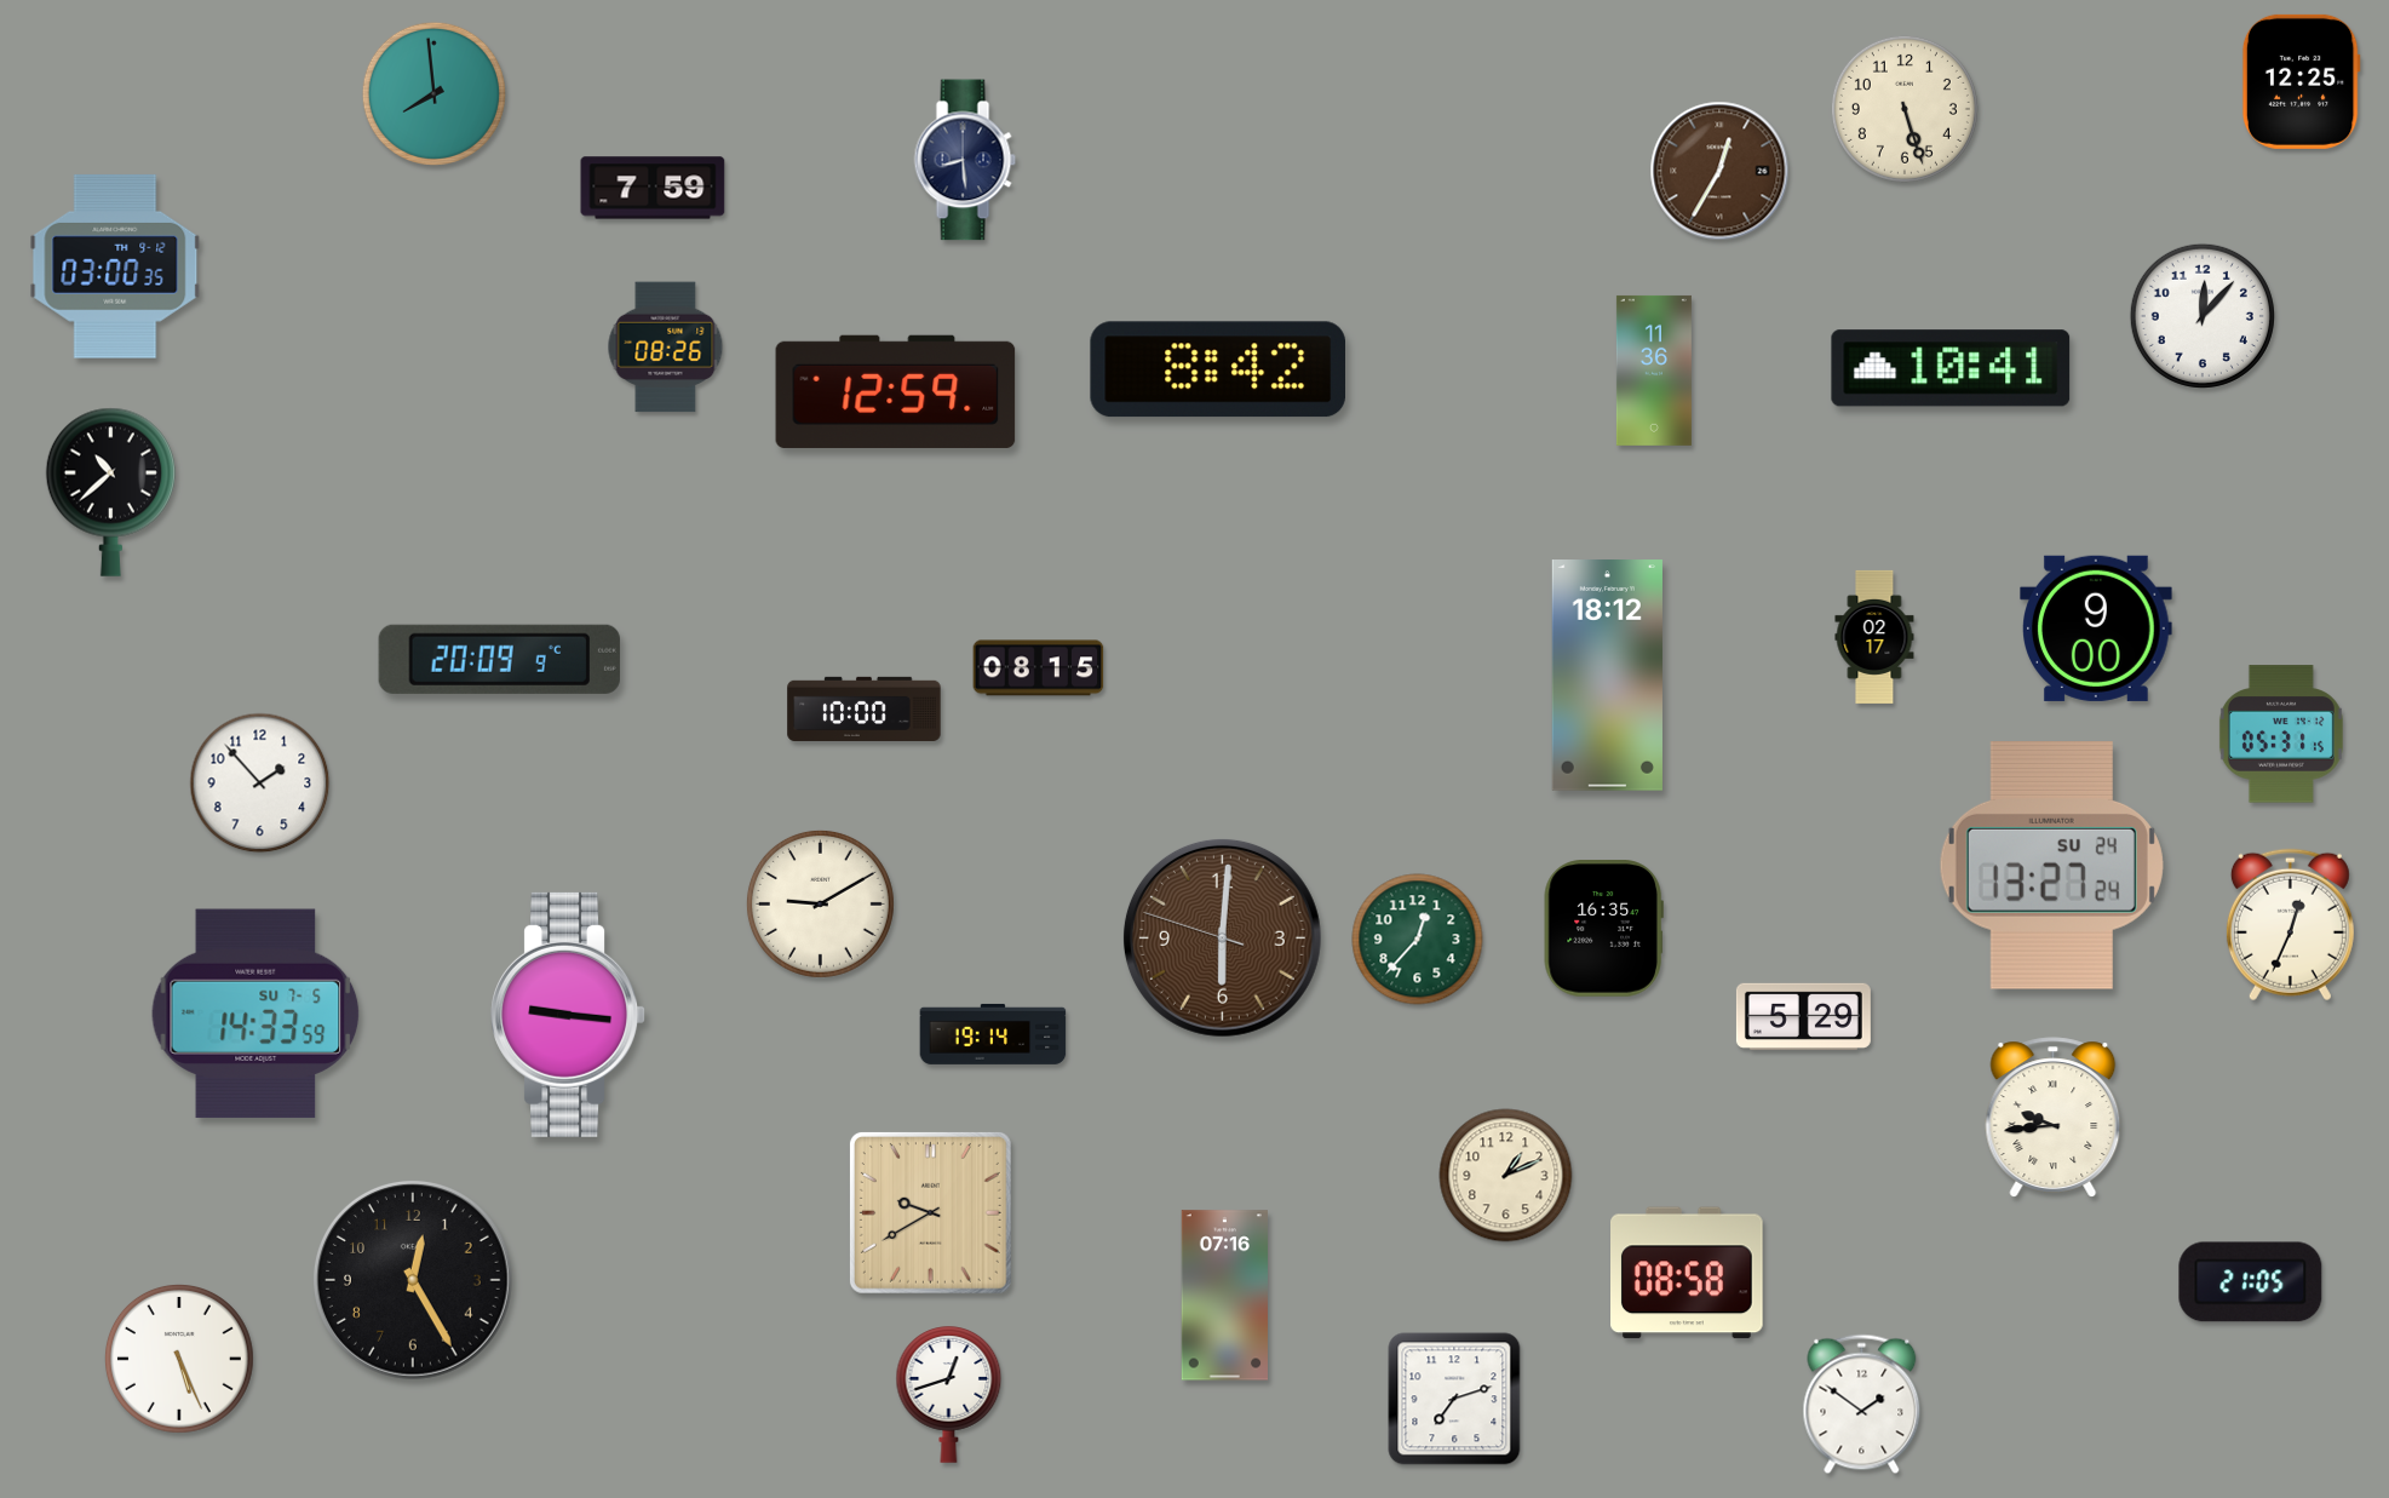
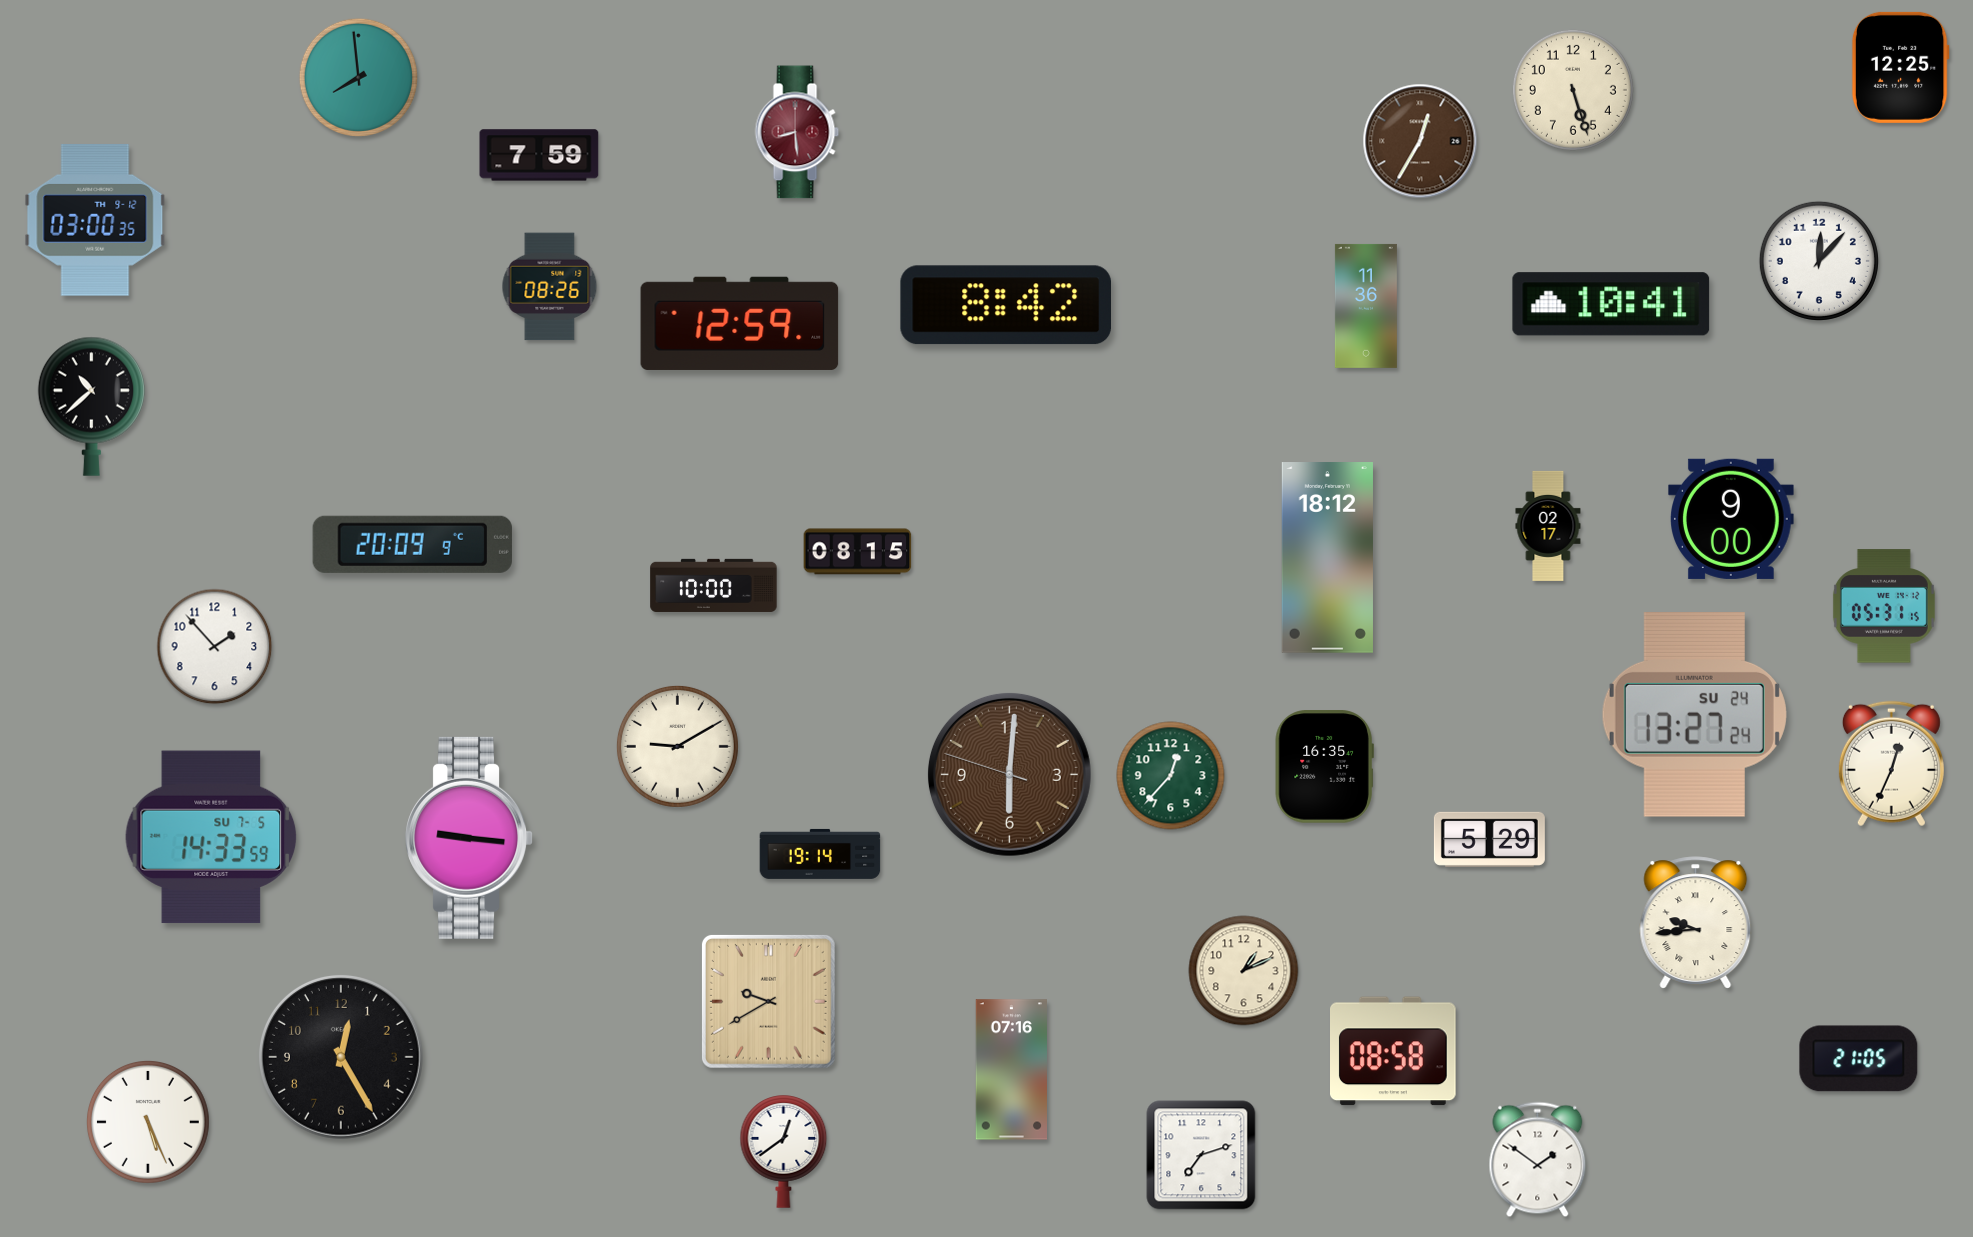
clock at (965, 160) dial: navy -> burgundy
clock at (949, 1395): 12:42 -> 12:39
